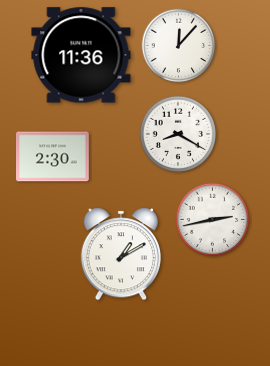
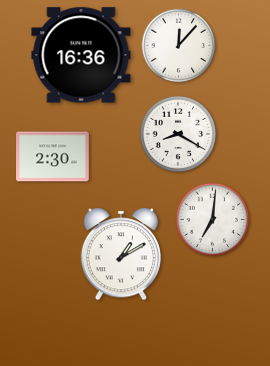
clock at (81, 55): 11:36 -> 16:36
clock at (213, 220): 2:43 -> 7:01
